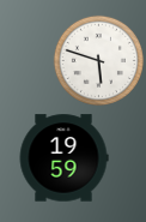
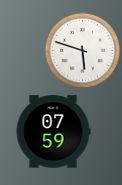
clock at (63, 158): 19:59 -> 07:59
